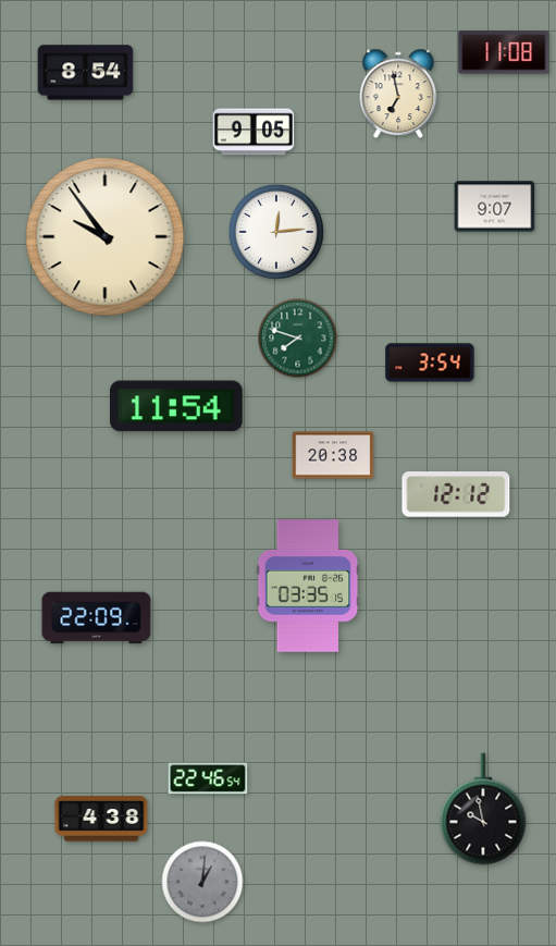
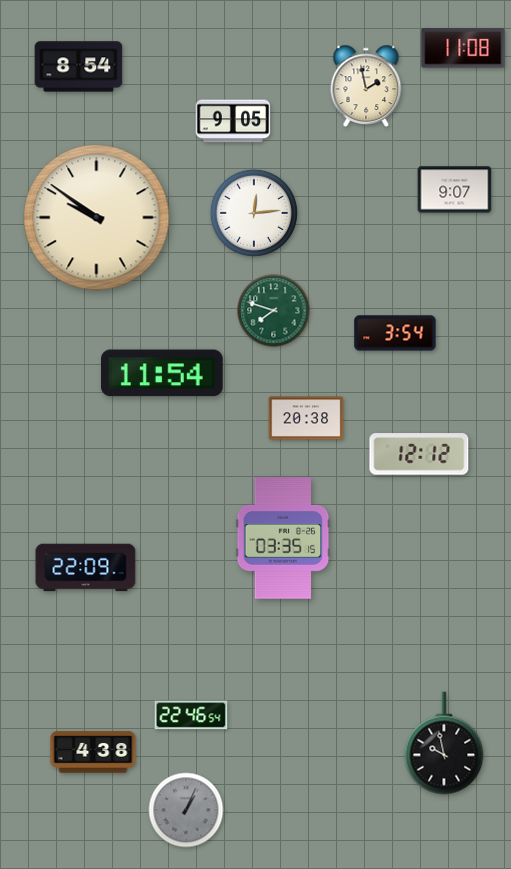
clock at (398, 93): 6:58 -> 1:58
clock at (106, 237): 9:54 -> 9:51
clock at (97, 618) position: (97, 618) -> (86, 568)
clock at (202, 882): 1:01 -> 1:04
